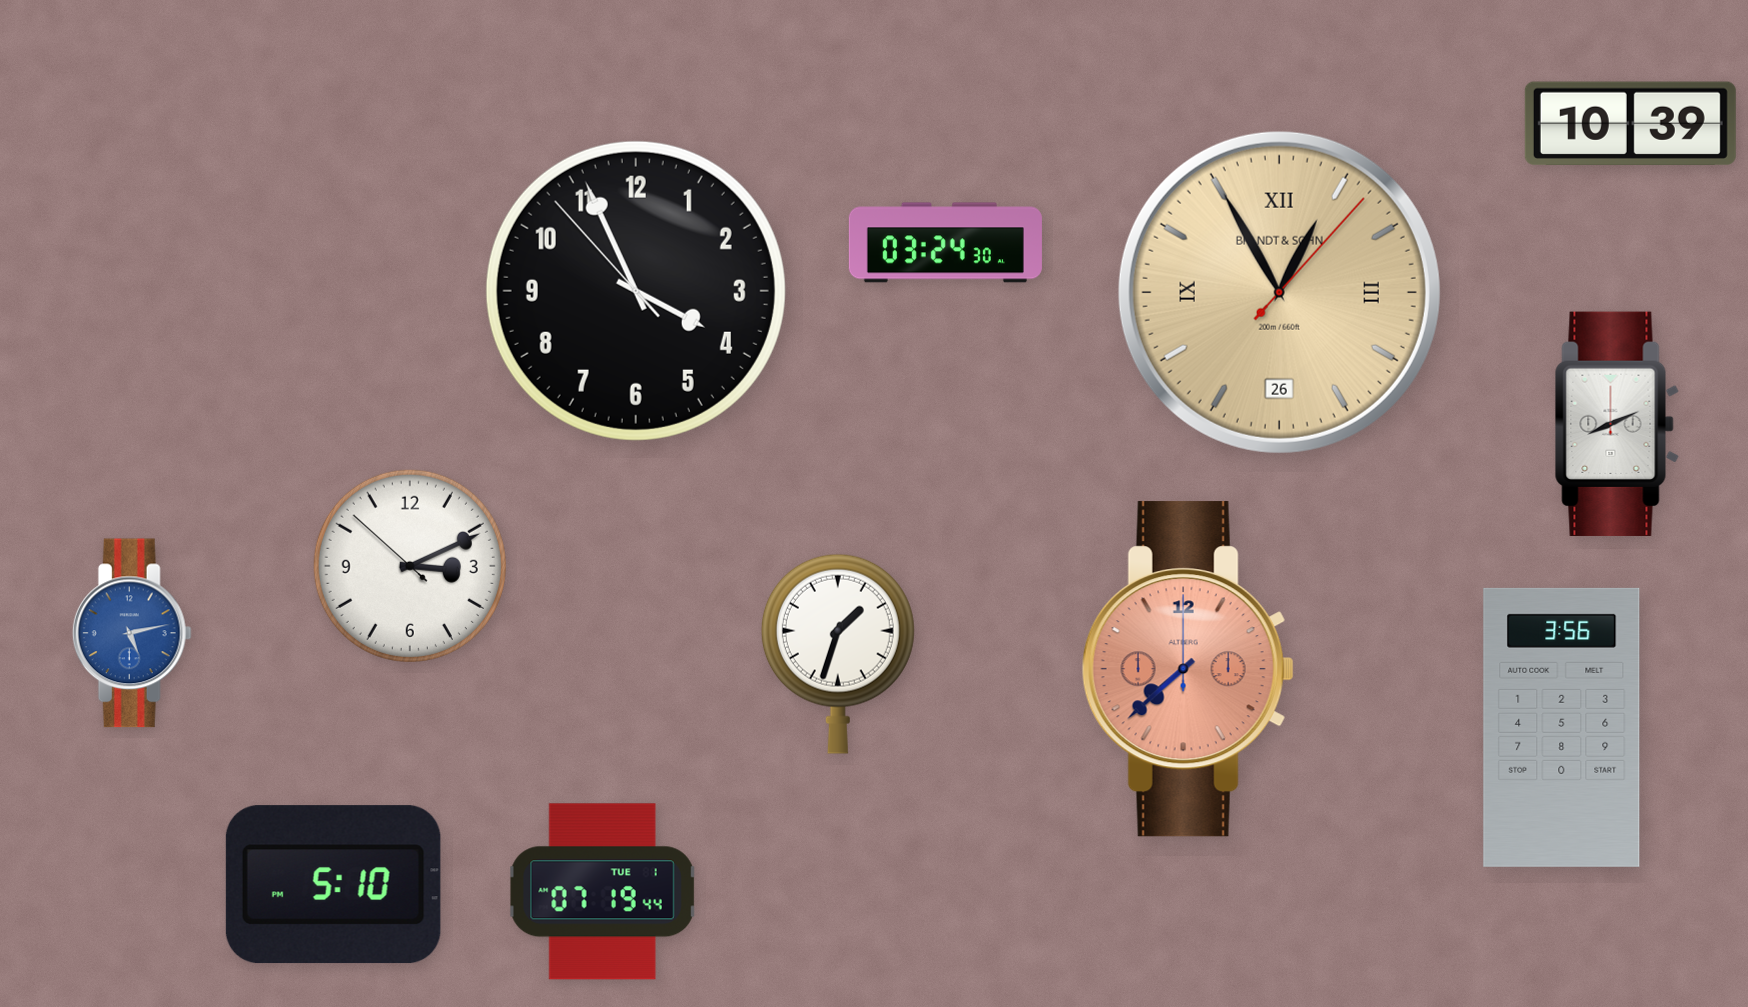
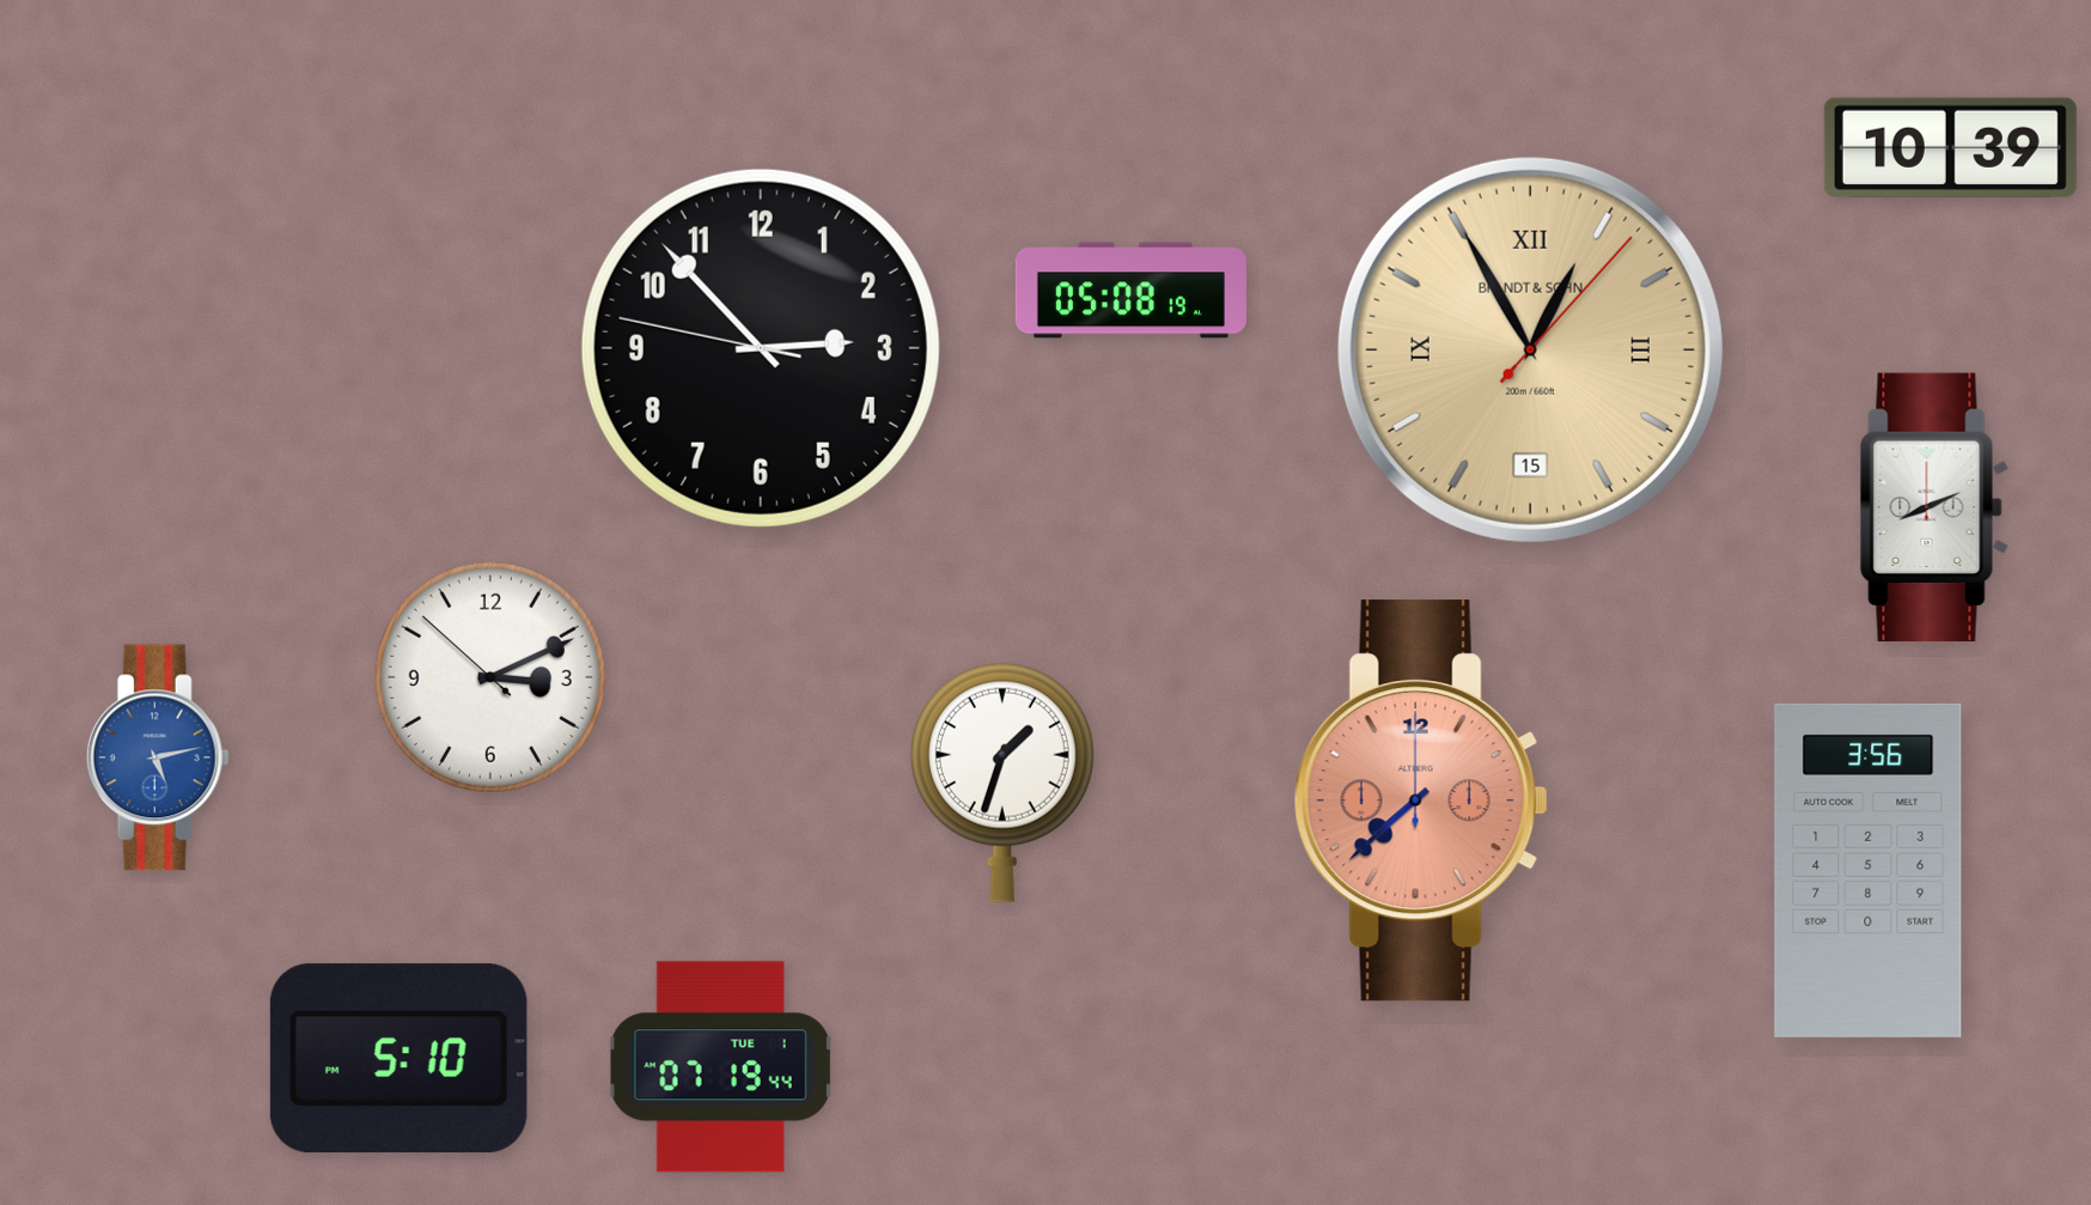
clock at (945, 243): 03:24 -> 05:08
clock at (636, 291): 3:55 -> 2:52
clock at (1279, 292) date: 26 -> 15
